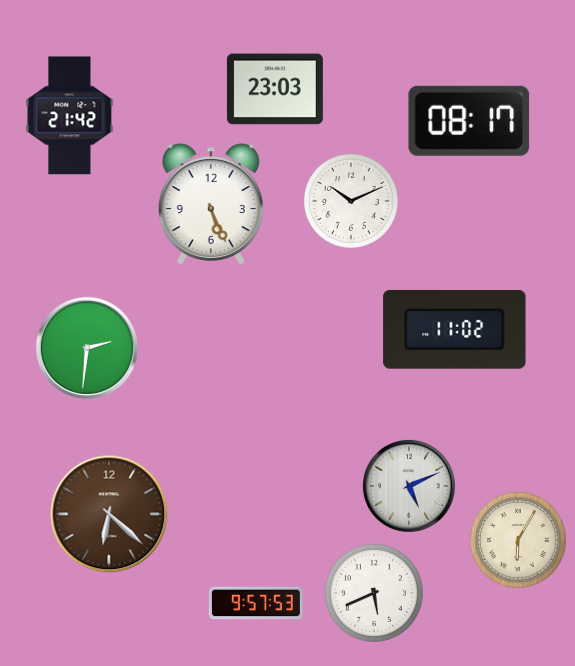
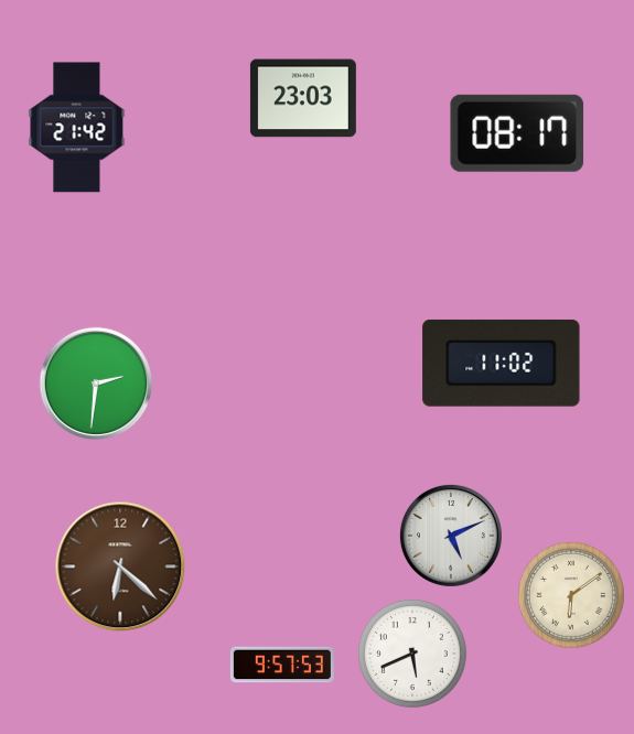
clock at (351, 201): 10:11 -> none
clock at (211, 205): 5:26 -> none
clock at (518, 540): 6:05 -> 6:09
